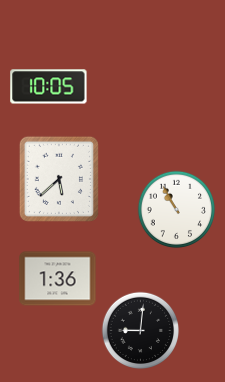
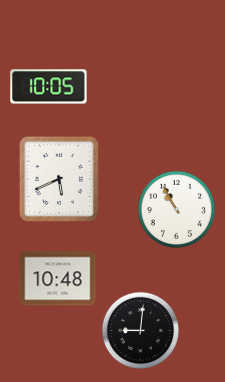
clock at (59, 179): 5:38 -> 5:41
clock at (58, 279): 1:36 -> 10:48
